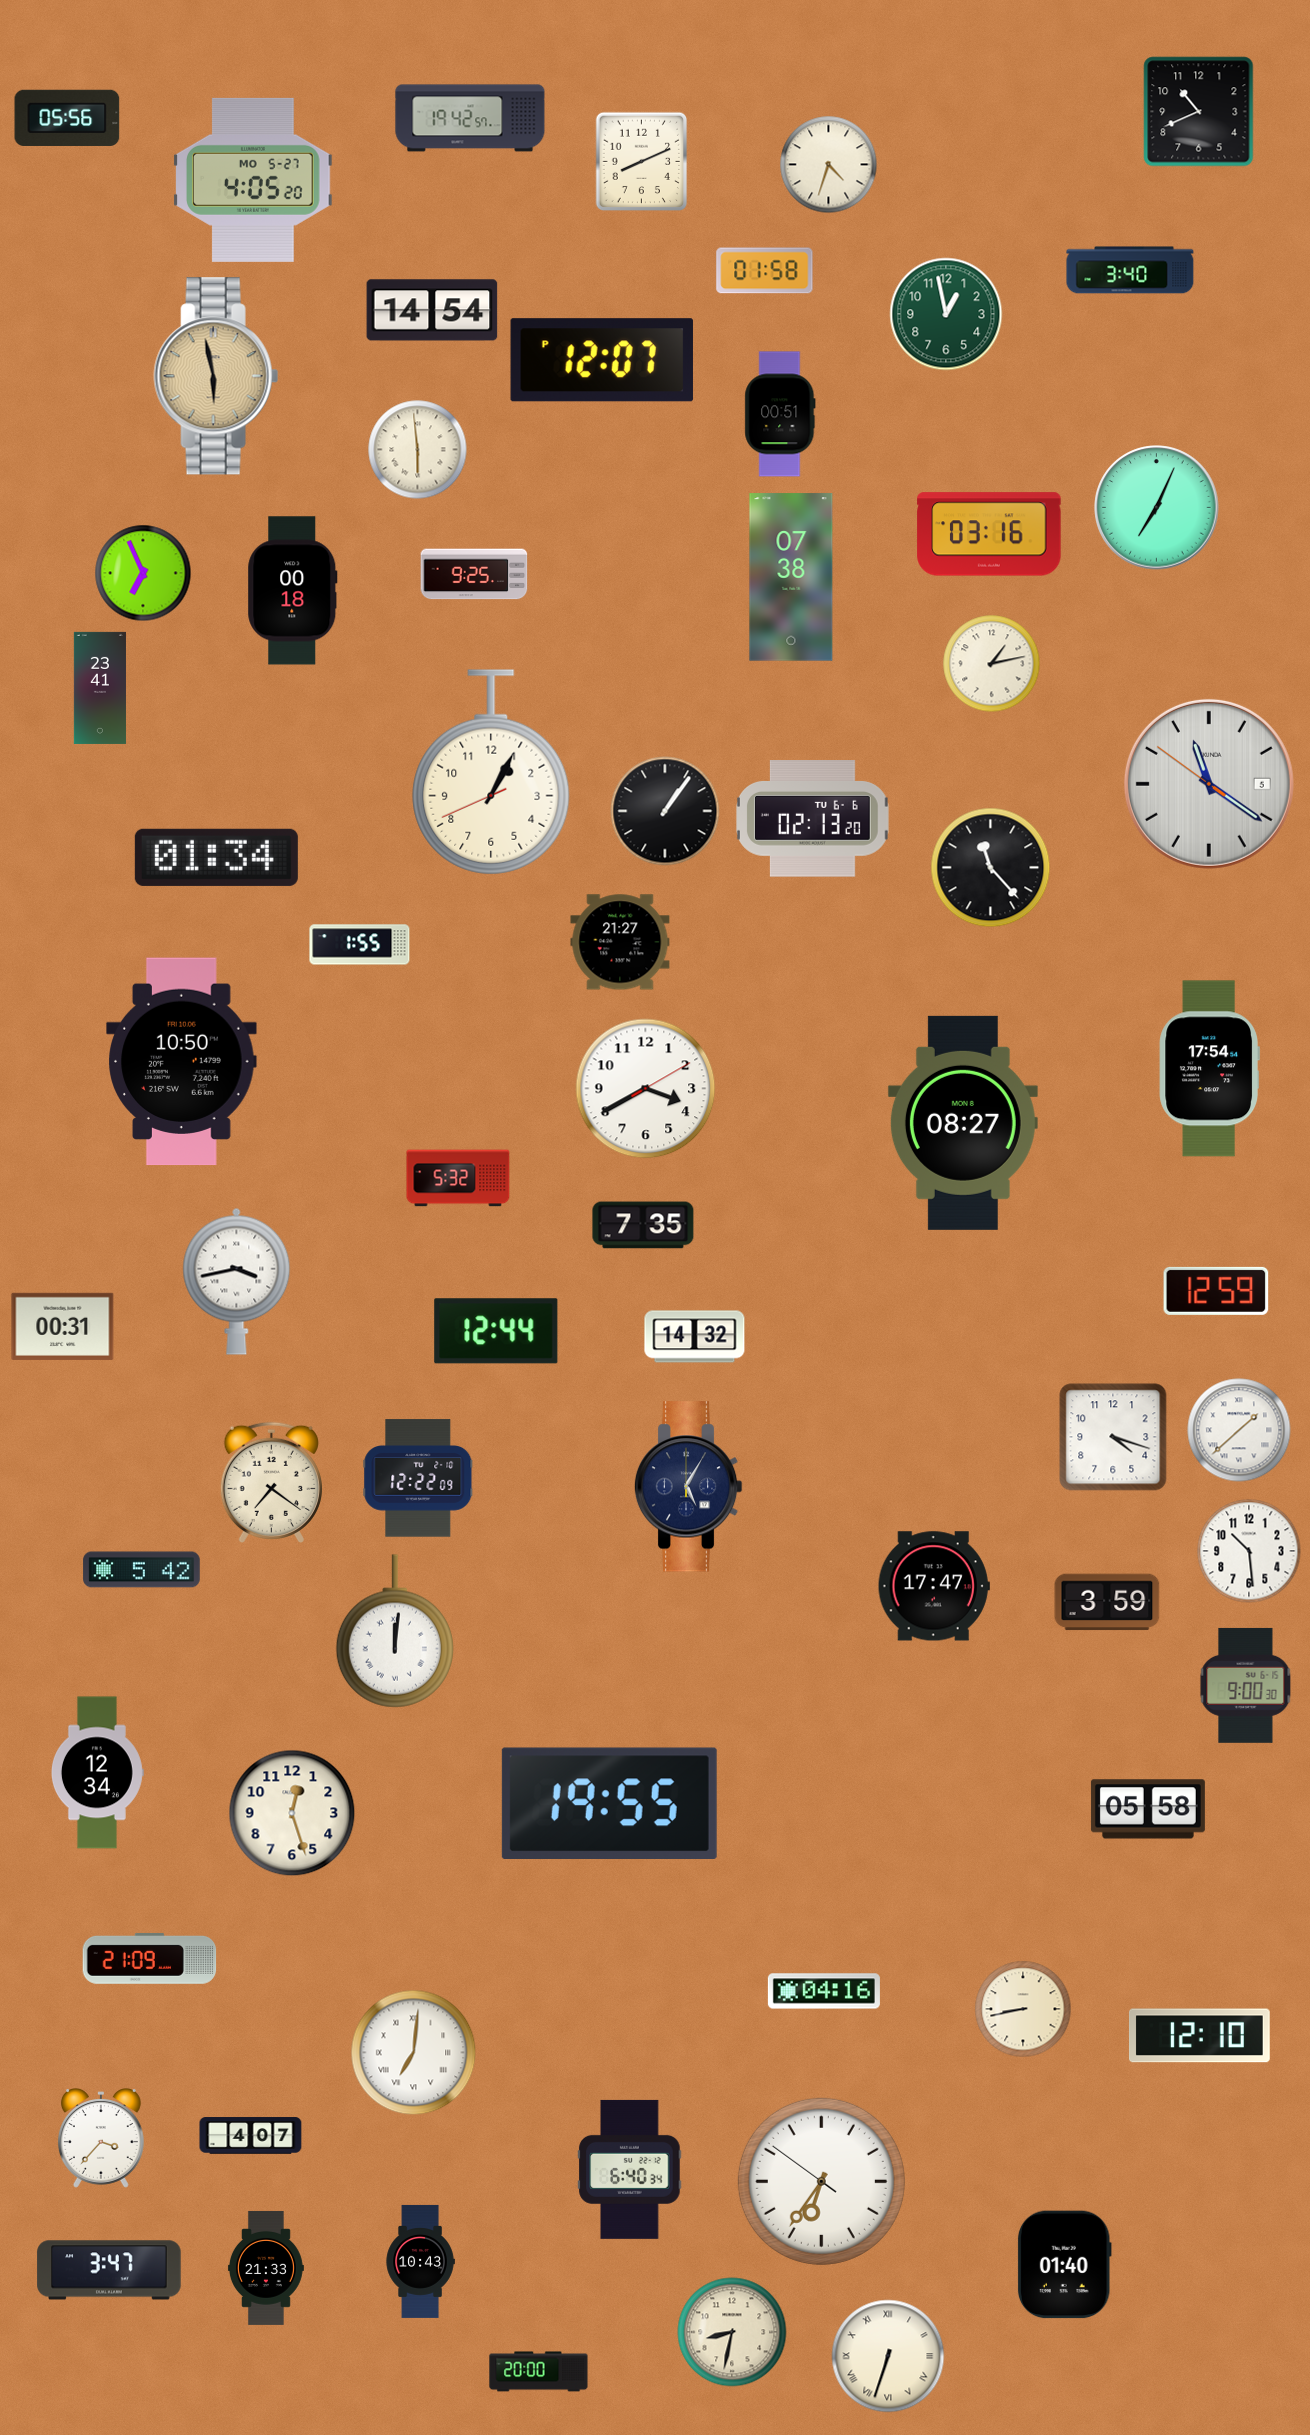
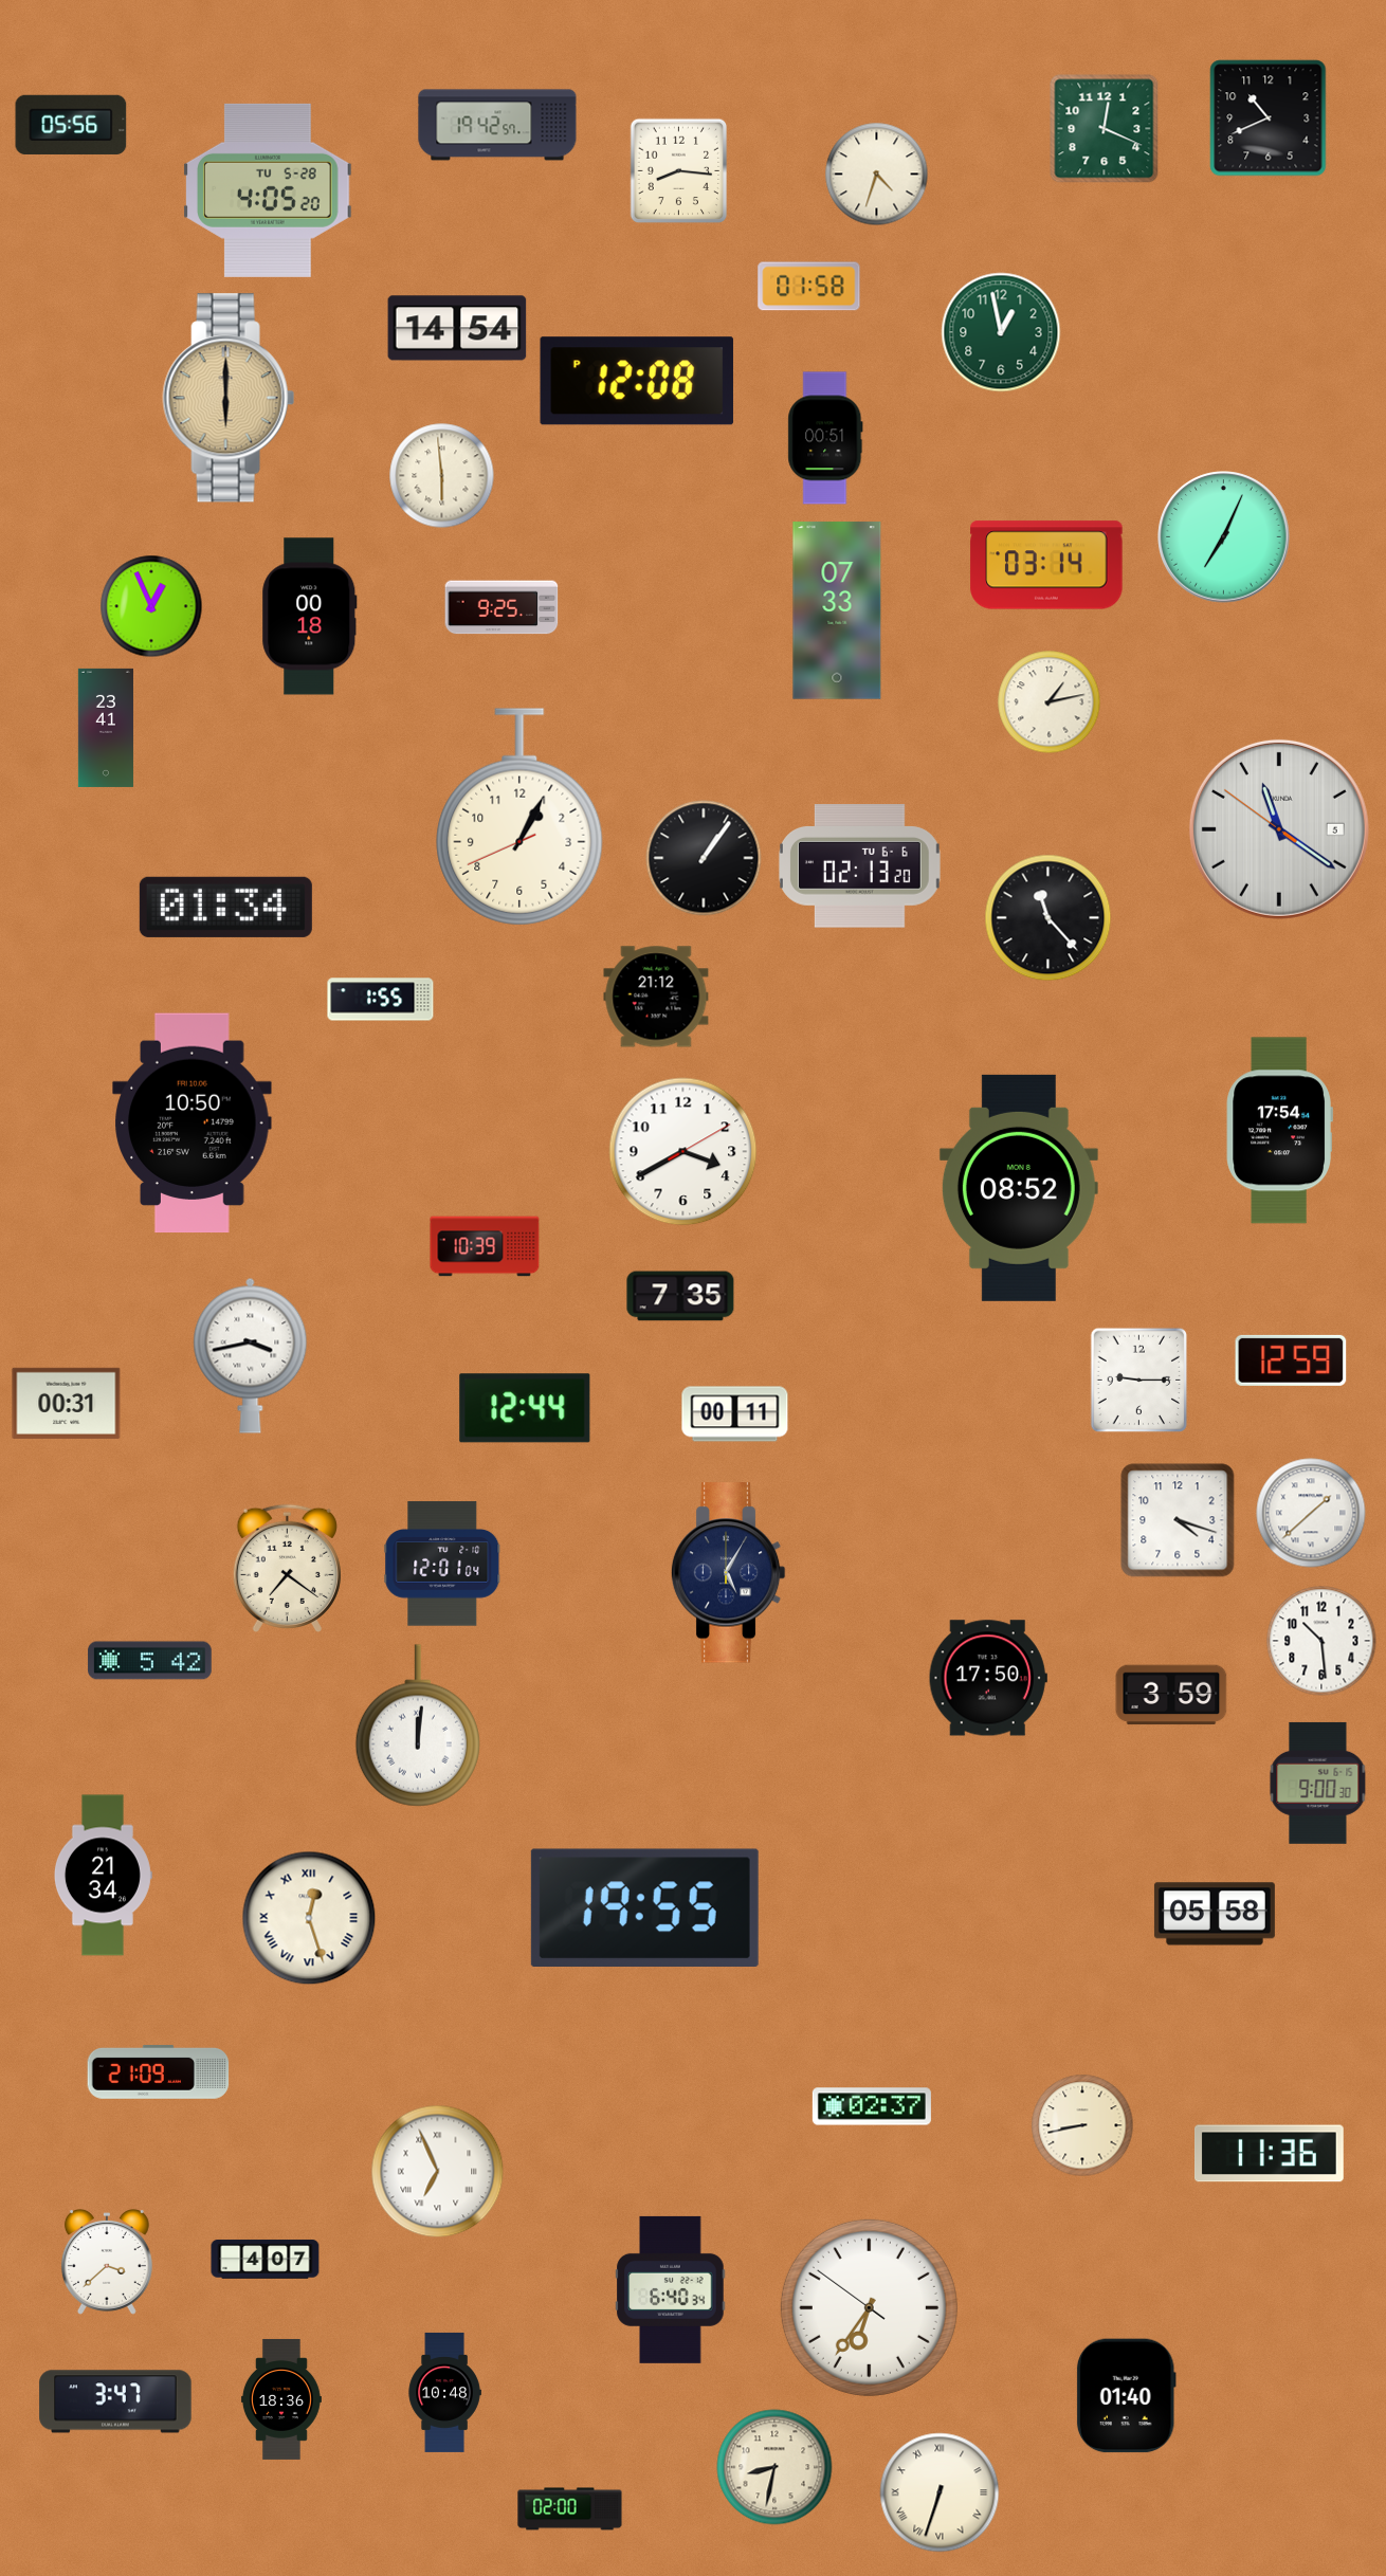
clock at (1105, 129): none -> 12:19
clock at (642, 162): 8:11 -> 8:16
clock at (254, 180) date: MO 5-27 -> TU 5-28
clock at (1130, 270): 3:40 -> none
clock at (602, 360): 12:07 -> 12:08
clock at (216, 376): 5:58 -> 6:00
clock at (989, 534): 03:16 -> 03:14
clock at (143, 573): 6:56 -> 12:56
clock at (791, 577): 07:38 -> 07:33
clock at (293, 591) position: (293, 591) -> (310, 617)
clock at (216, 857) position: (216, 857) -> (225, 907)
clock at (620, 942): 21:27 -> 21:12
clock at (963, 1123): 08:27 -> 08:52
clock at (458, 1178): 5:32 -> 10:39
clock at (1216, 1291) position: (1216, 1291) -> (1291, 1360)
clock at (1139, 1381): none -> 9:15
clock at (695, 1337): 14:32 -> 00:11
clock at (418, 1478): 12:22 -> 12:01
clock at (934, 1586): 17:47 -> 17:50
clock at (97, 1773): 12:34 -> 21:34
clock at (292, 1813) numerals: Arabic -> Roman
clock at (824, 1991): 04:16 -> 02:37
clock at (1200, 2036): 12:10 -> 11:36
clock at (414, 2053): 7:01 -> 6:56
clock at (101, 2138): 3:37 -> 3:38
clock at (630, 2169) position: (630, 2169) -> (671, 2289)
clock at (420, 2261): 10:43 -> 10:48
clock at (266, 2268): 21:33 -> 18:36
clock at (539, 2372): 20:00 -> 02:00
